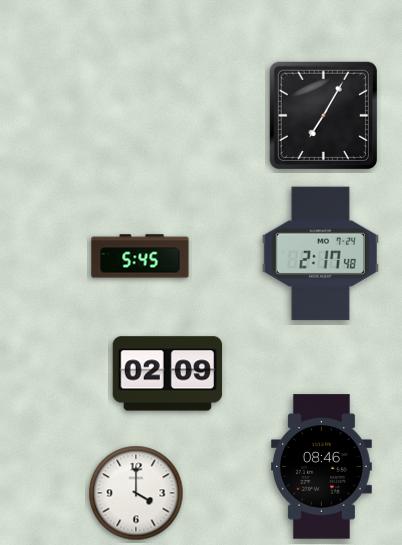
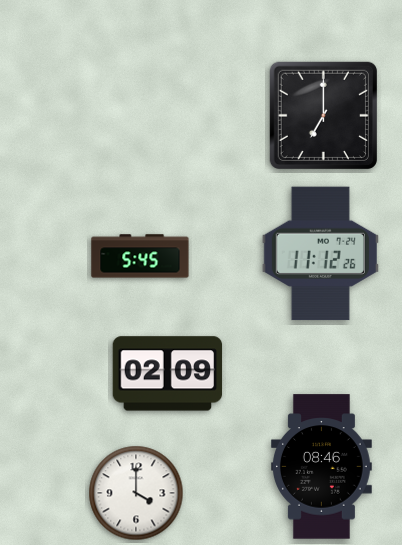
clock at (323, 115): 7:05 -> 7:00
clock at (320, 254): 2:17 -> 11:12
